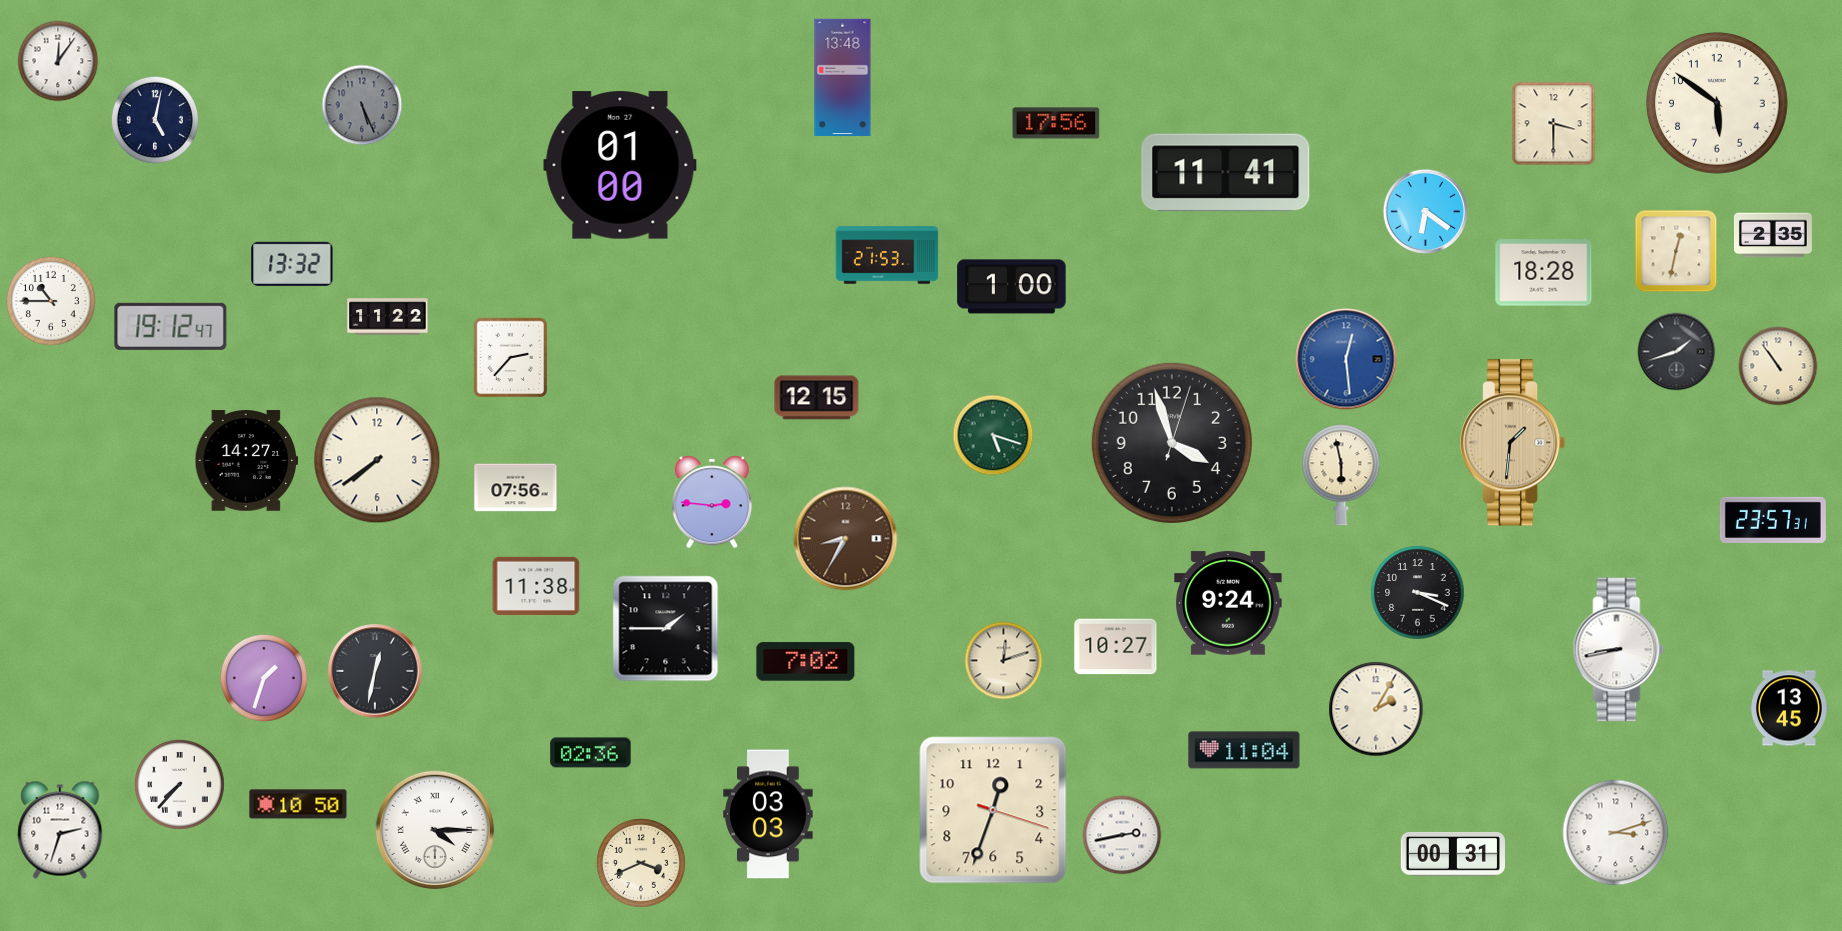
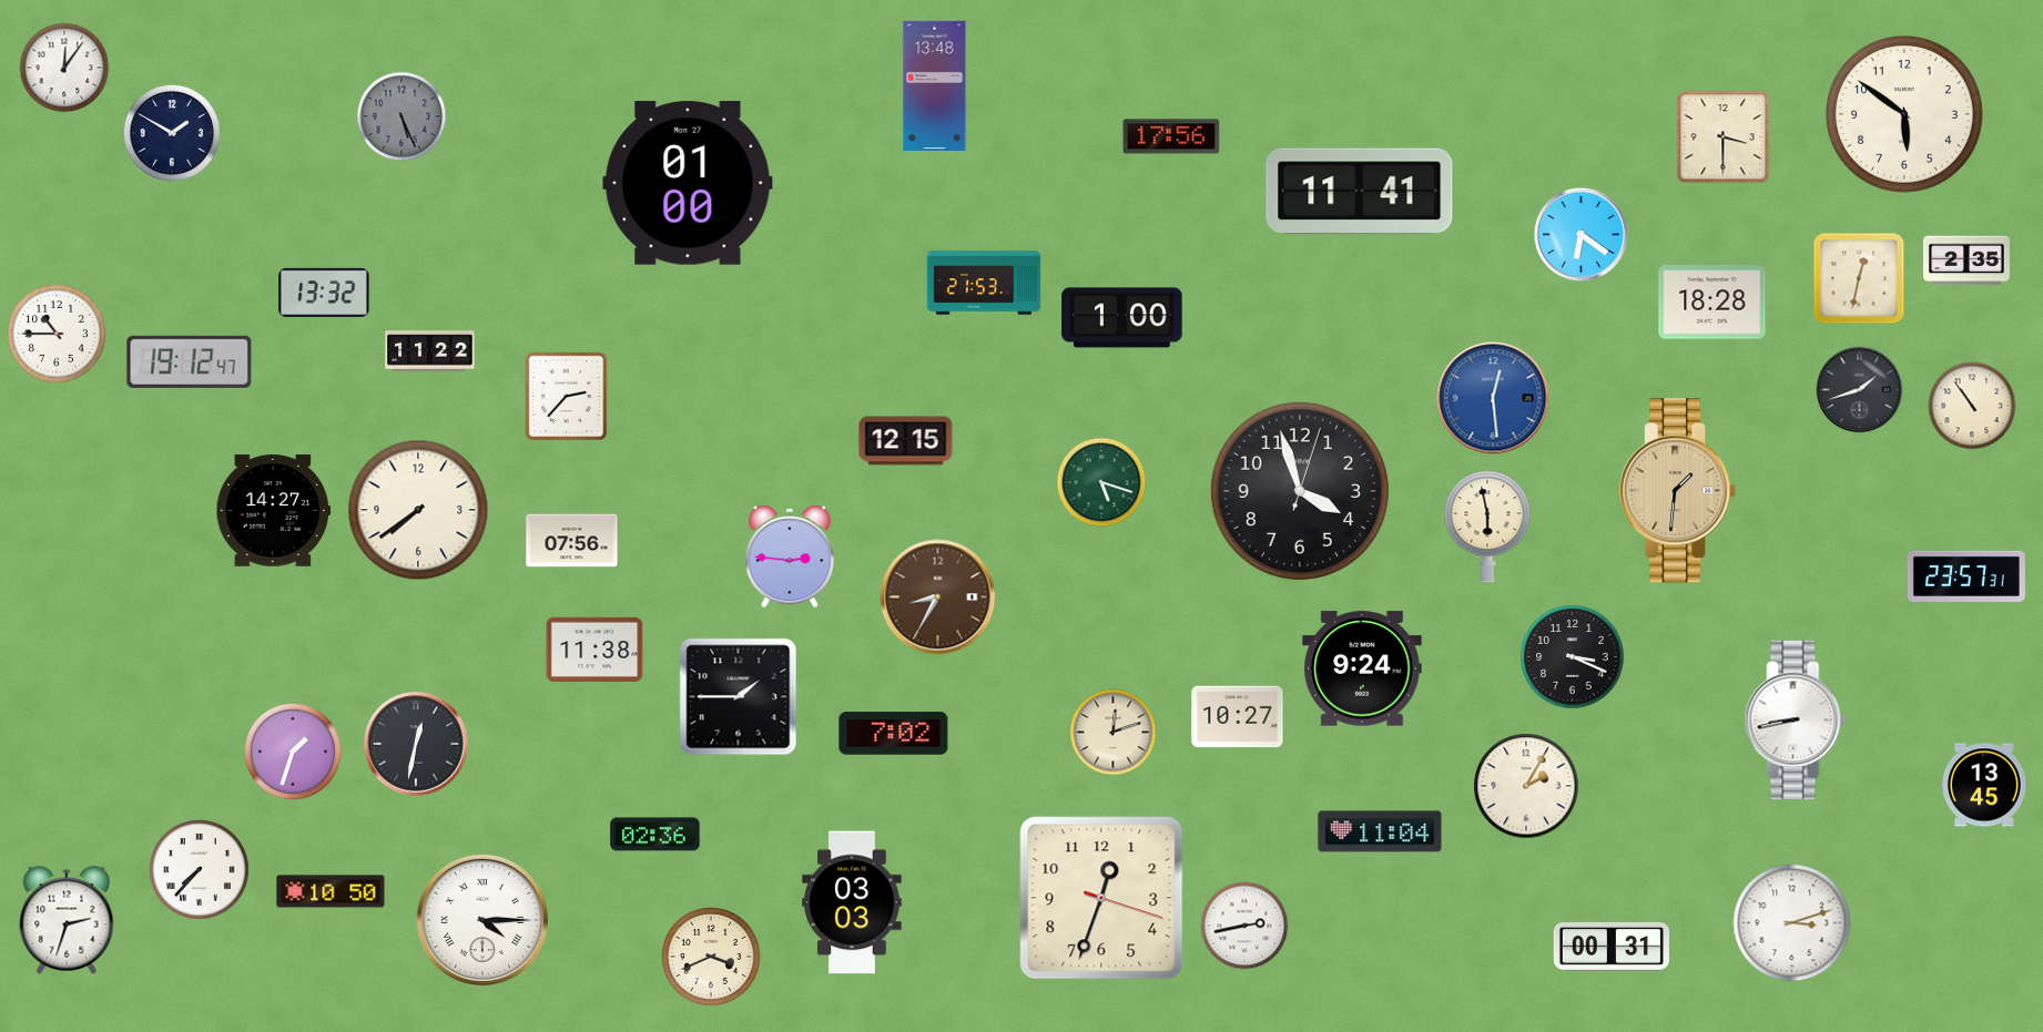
clock at (155, 120): 5:02 -> 1:50
